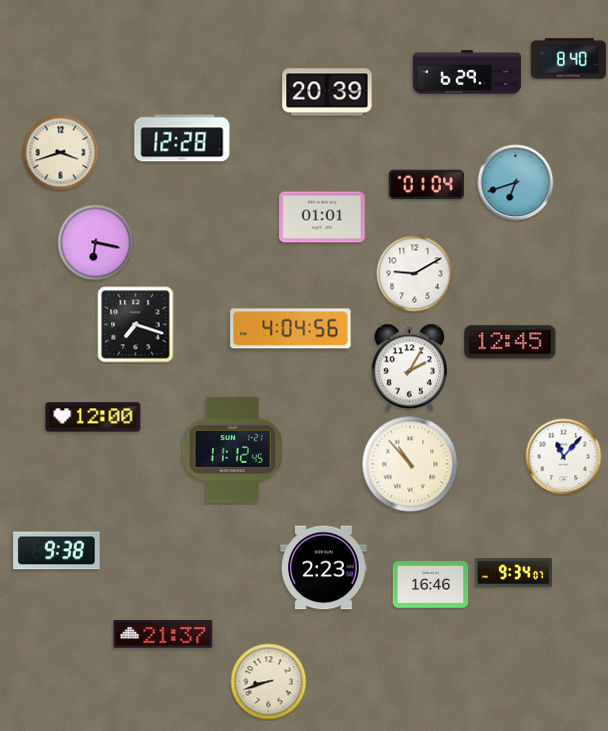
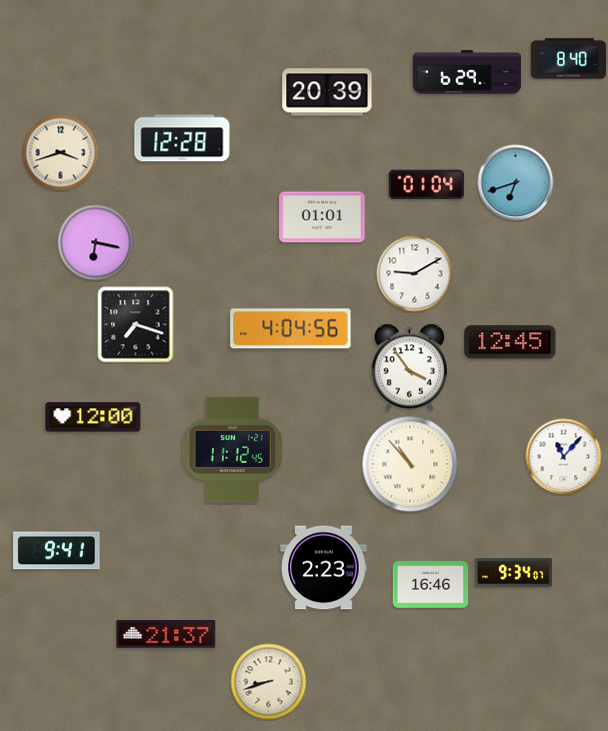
clock at (410, 368): 2:05 -> 3:54
clock at (57, 551): 9:38 -> 9:41
clock at (163, 634) position: (163, 634) -> (166, 634)
